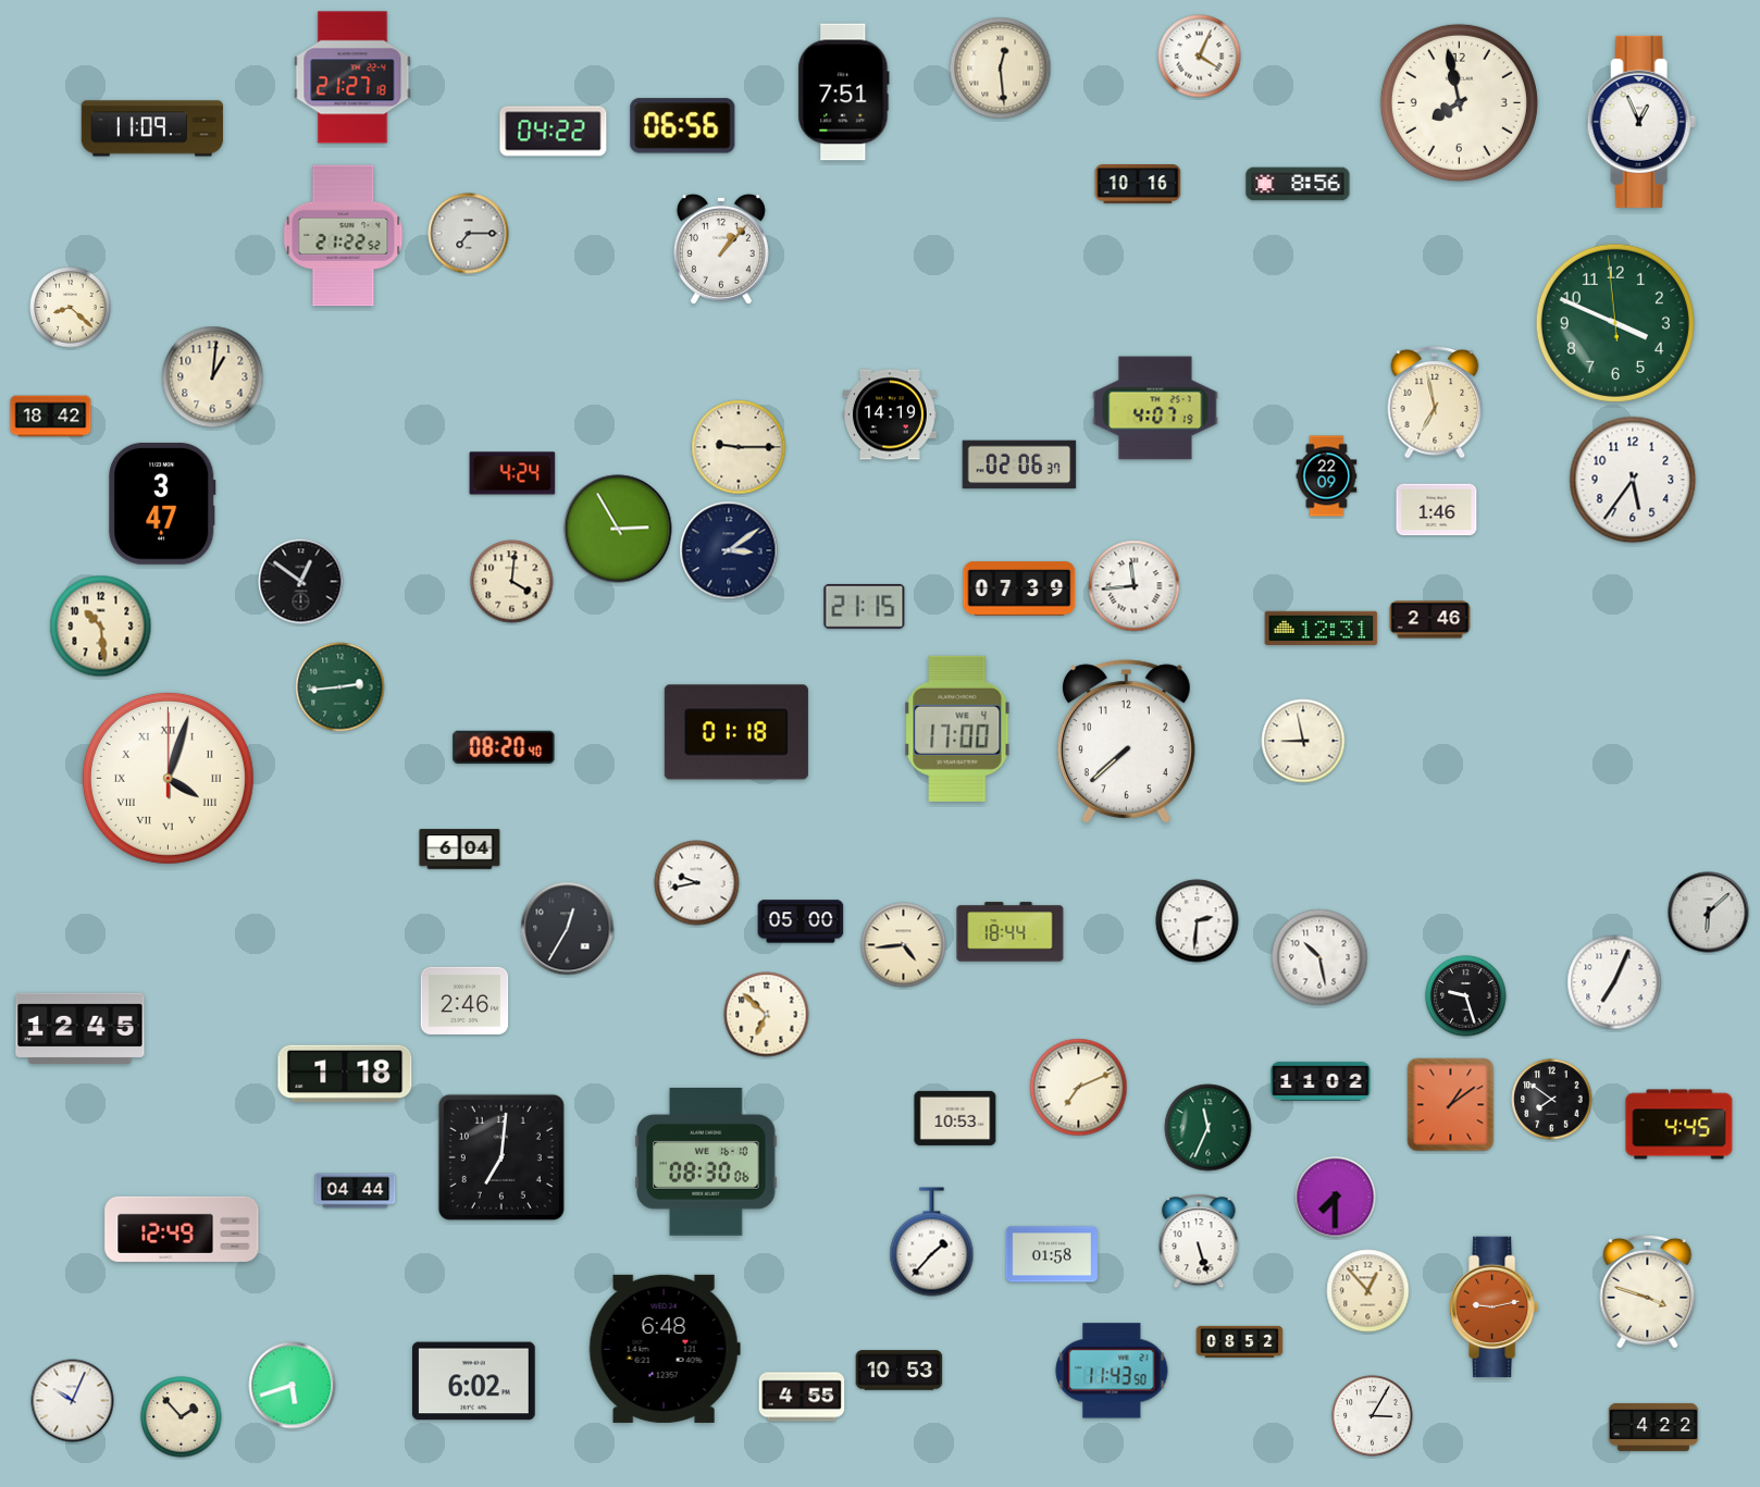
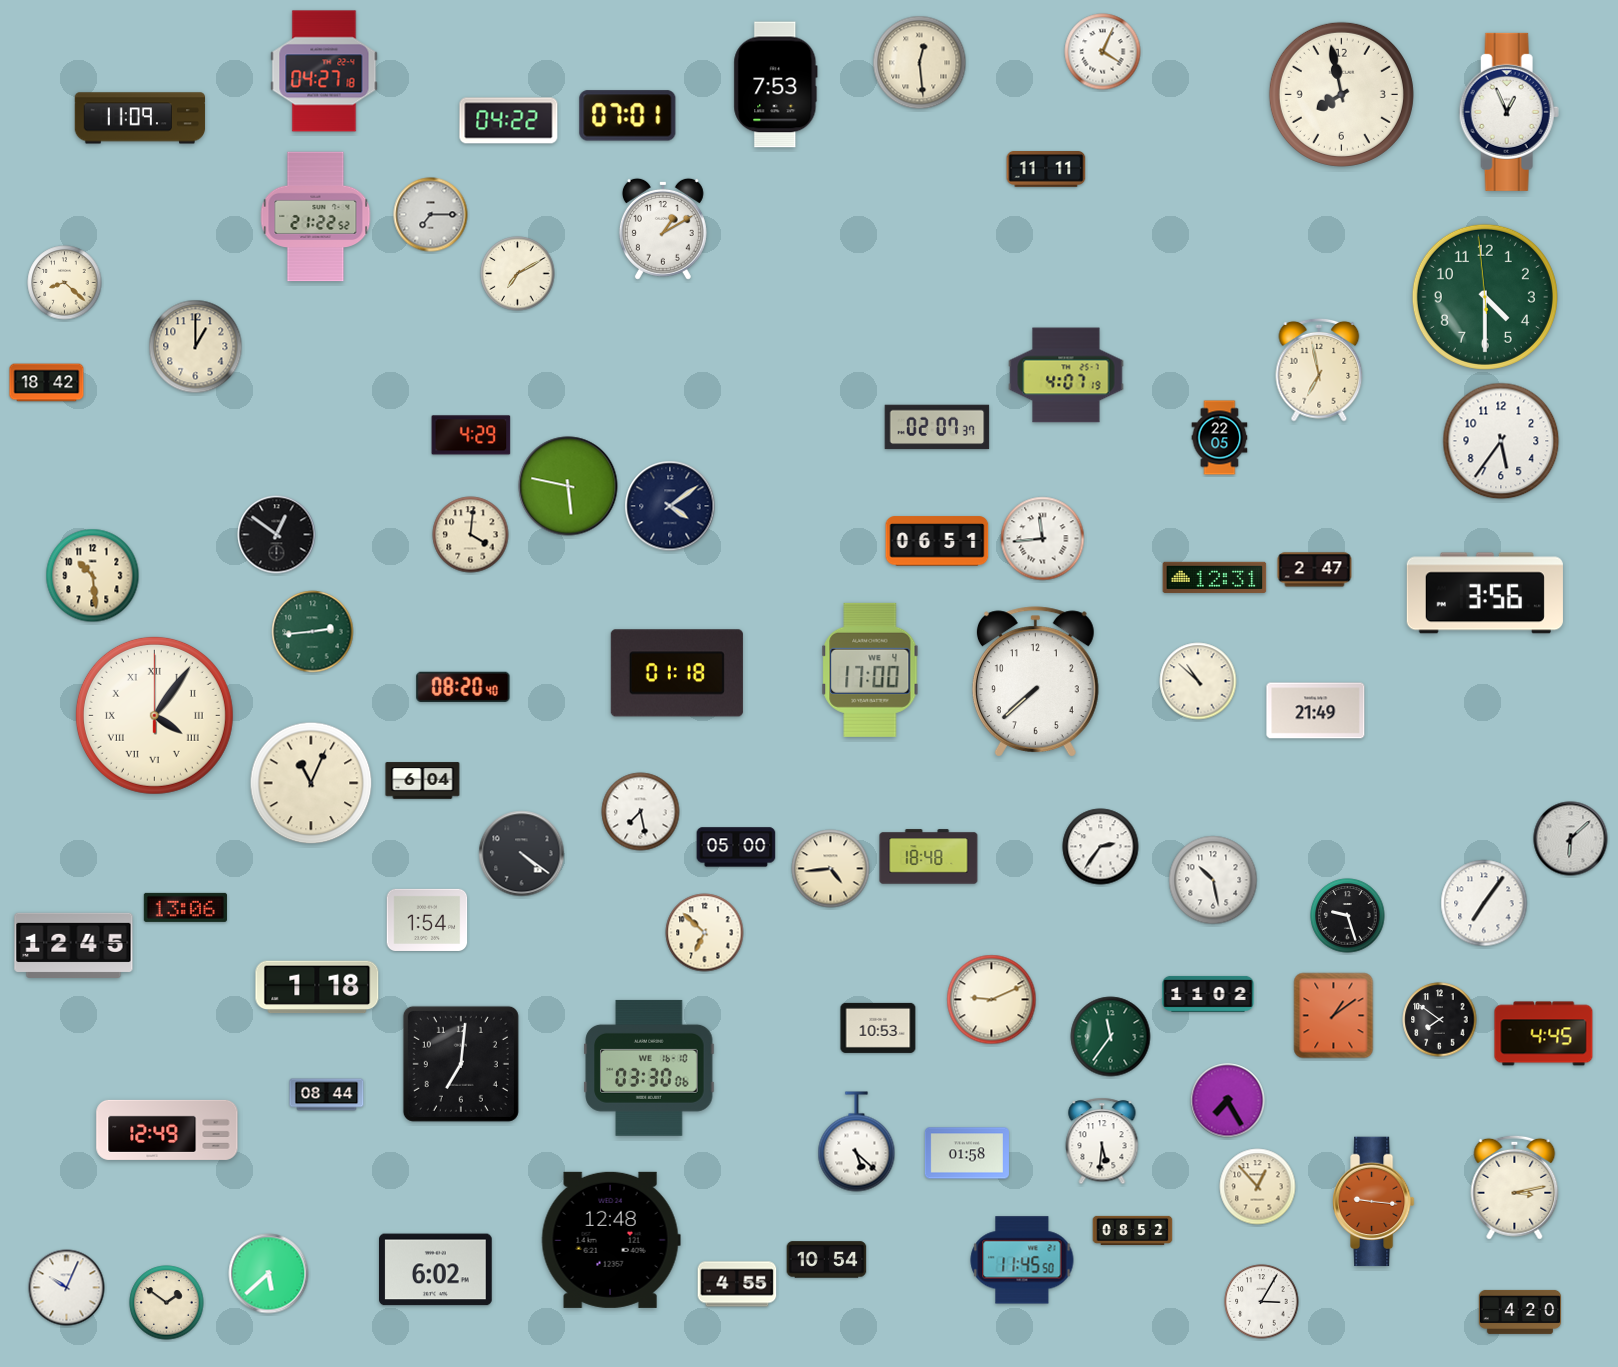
clock at (352, 77): 21:27 -> 04:27
clock at (844, 92): 7:51 -> 7:53
clock at (683, 126): 06:56 -> 07:01
clock at (1138, 184): 10:16 -> 11:11
clock at (1298, 184): 8:56 -> none
clock at (721, 249): 1:07 -> 1:10
clock at (518, 274): none -> 7:10
clock at (1615, 323): 3:48 -> 4:29
clock at (213, 377): 1:01 -> 1:00
clock at (1155, 408) position: (1155, 408) -> (1066, 375)
clock at (890, 414): 14:19 -> none
clock at (739, 447): 9:15 -> none
clock at (1019, 464): 02:06 -> 02:07
clock at (512, 473): 4:24 -> 4:29
clock at (1327, 476): 22:09 -> 22:05
clock at (162, 504): 3:47 -> none
clock at (1437, 510): 1:46 -> none
clock at (618, 529): 2:55 -> 5:47
clock at (729, 550): 3:09 -> 4:09
clock at (1019, 588): 07:39 -> 06:51
clock at (865, 606): 21:15 -> none
clock at (1430, 620): 2:46 -> 2:47
clock at (1485, 593): none -> 3:56
clock at (957, 729) position: (957, 729) -> (870, 670)
clock at (1303, 741): 8:58 -> 10:52
clock at (1316, 711): none -> 21:49
clock at (168, 778): 4:03 -> 4:06
clock at (311, 783): none -> 11:04
clock at (697, 883): 9:43 -> 7:28
clock at (1198, 921): 2:31 -> 2:36
clock at (568, 929): 12:35 -> 4:21
clock at (1011, 932): 18:44 -> 18:48
clock at (1614, 982): 7:04 -> 7:06
clock at (185, 907): none -> 13:06
clock at (464, 1001): 2:46 -> 1:54
clock at (1321, 1081) position: (1321, 1081) -> (1208, 994)
clock at (1079, 1088): 7:11 -> 9:11
clock at (1552, 1100) position: (1552, 1100) -> (1440, 1020)
clock at (1209, 1128): 11:34 -> 11:36
clock at (706, 1162): 08:30 -> 03:30
clock at (356, 1191): 04:44 -> 08:44
clock at (1336, 1198): 7:30 -> 7:25
clock at (1199, 1241): 5:27 -> 5:31
clock at (932, 1242): 1:37 -> 5:22
clock at (1648, 1291): 3:48 -> 3:13
clock at (1495, 1308): 9:13 -> 9:16
clock at (1240, 1341) position: (1240, 1341) -> (1133, 1230)
clock at (665, 1349): 6:48 -> 12:48
clock at (900, 1371): 10:53 -> 10:54
clock at (1112, 1371): 11:43 -> 11:45
clock at (293, 1386): 5:42 -> 5:38
clock at (182, 1417): 1:53 -> 1:51
clock at (1653, 1427): 4:22 -> 4:20
